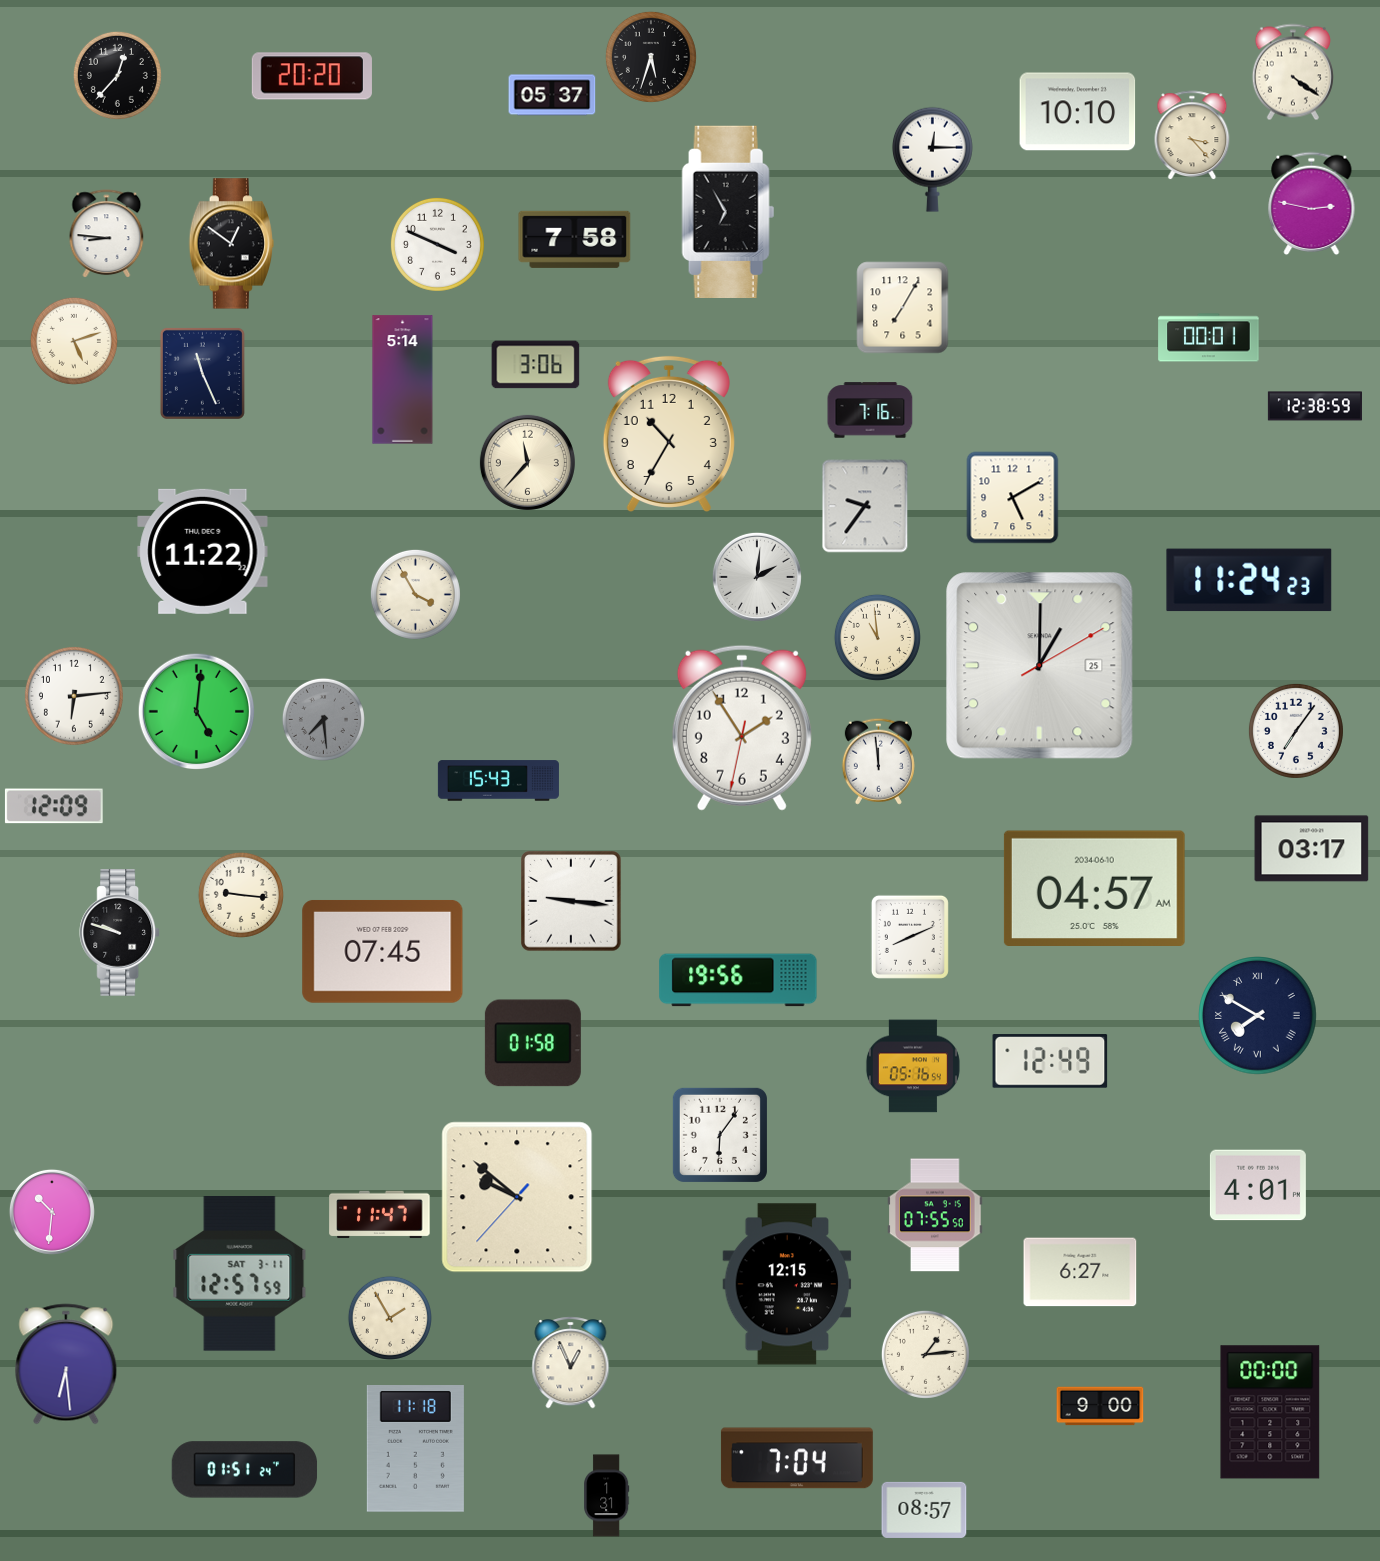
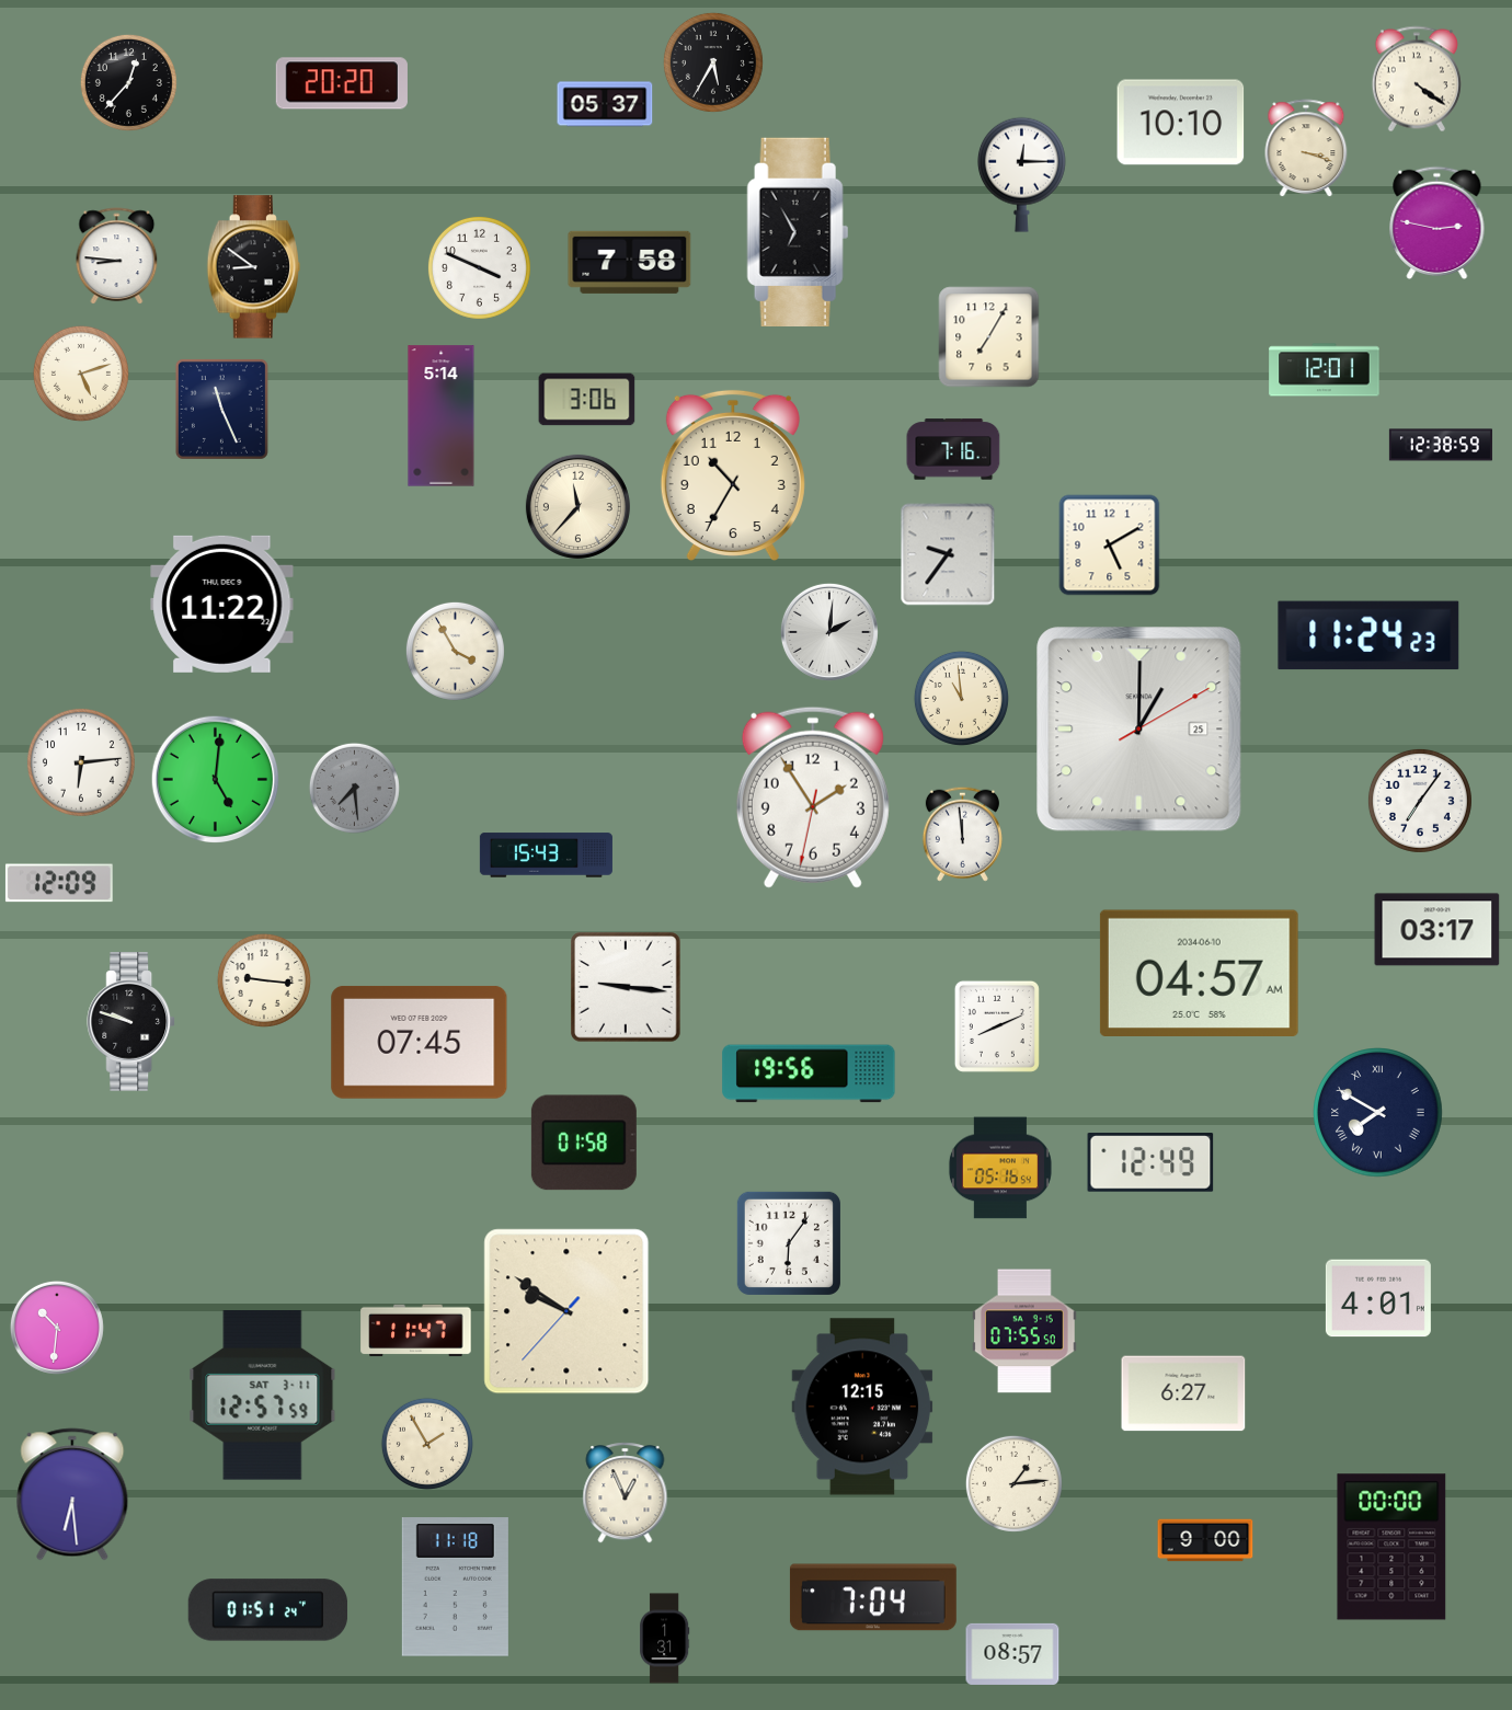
clock at (651, 57): 5:33 -> 5:35
clock at (1192, 136): 3:23 -> 3:18
clock at (231, 244): 12:51 -> 8:51
clock at (1209, 338): 00:01 -> 12:01
clock at (517, 1197): 9:51 -> 9:50
